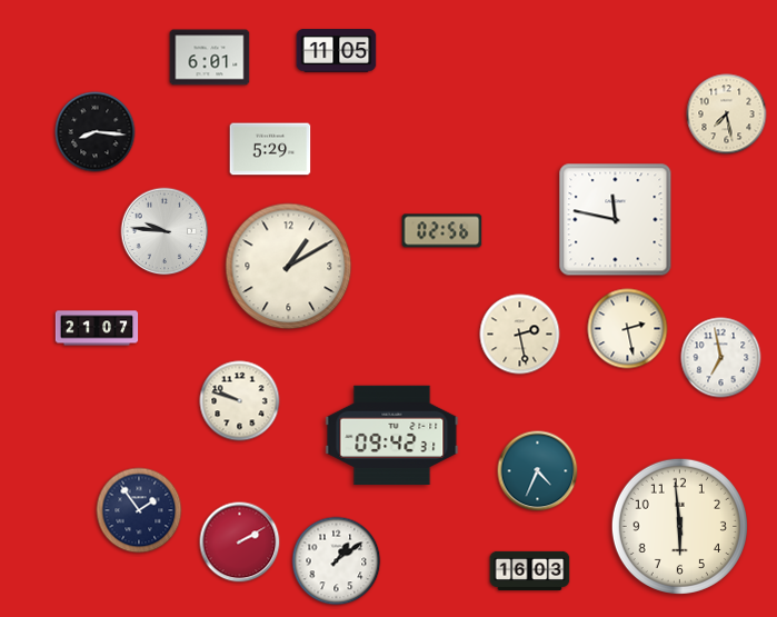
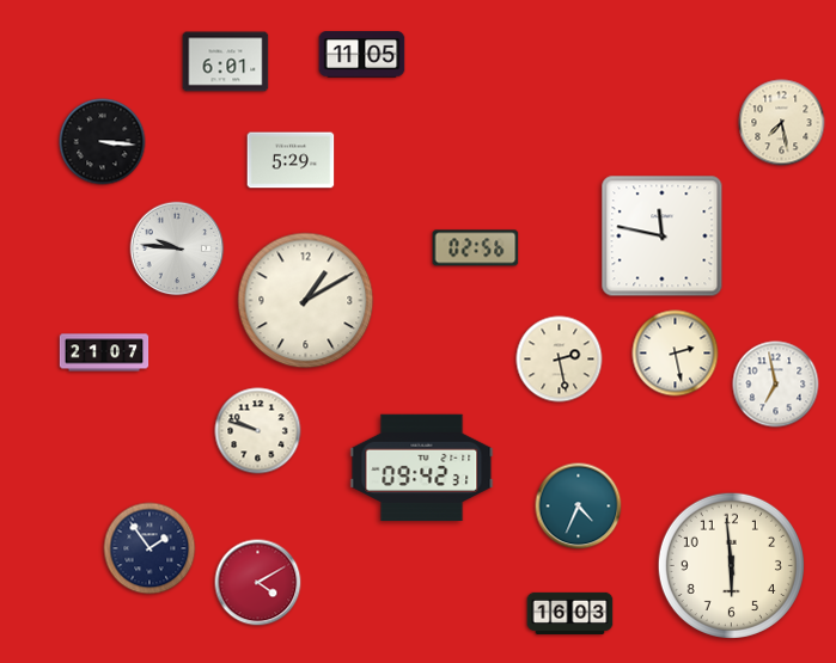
clock at (96, 132): 8:16 -> 3:16
clock at (289, 267) position: (289, 267) -> (306, 301)
clock at (240, 543): 2:10 -> 4:10
clock at (337, 561): 1:09 -> none
